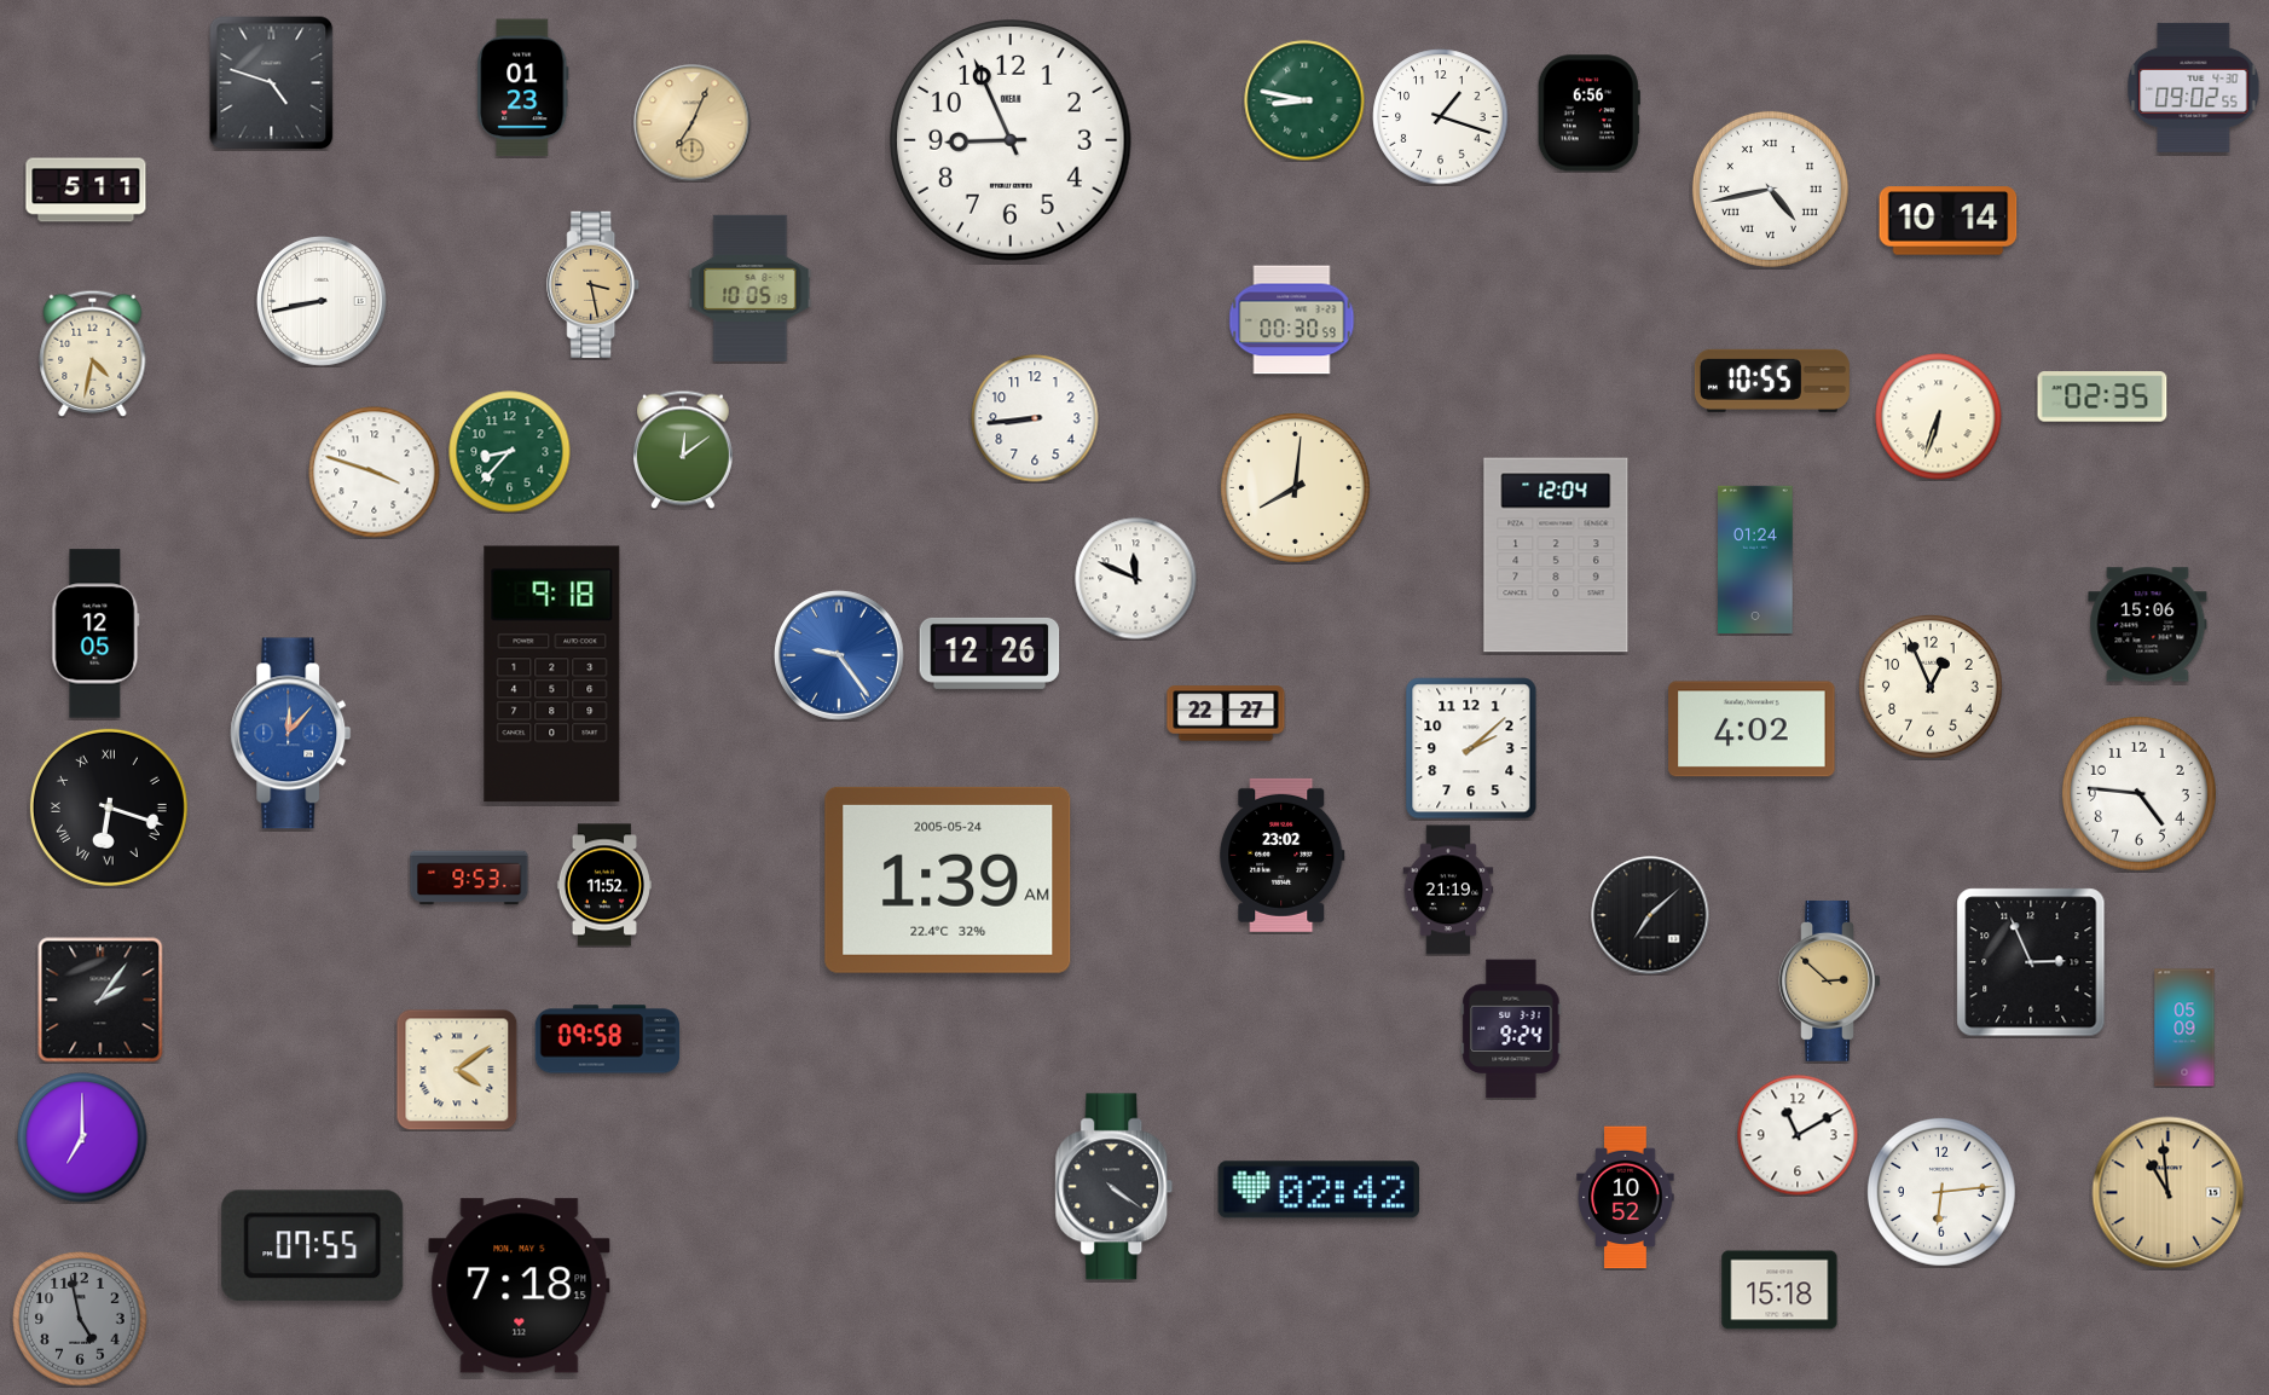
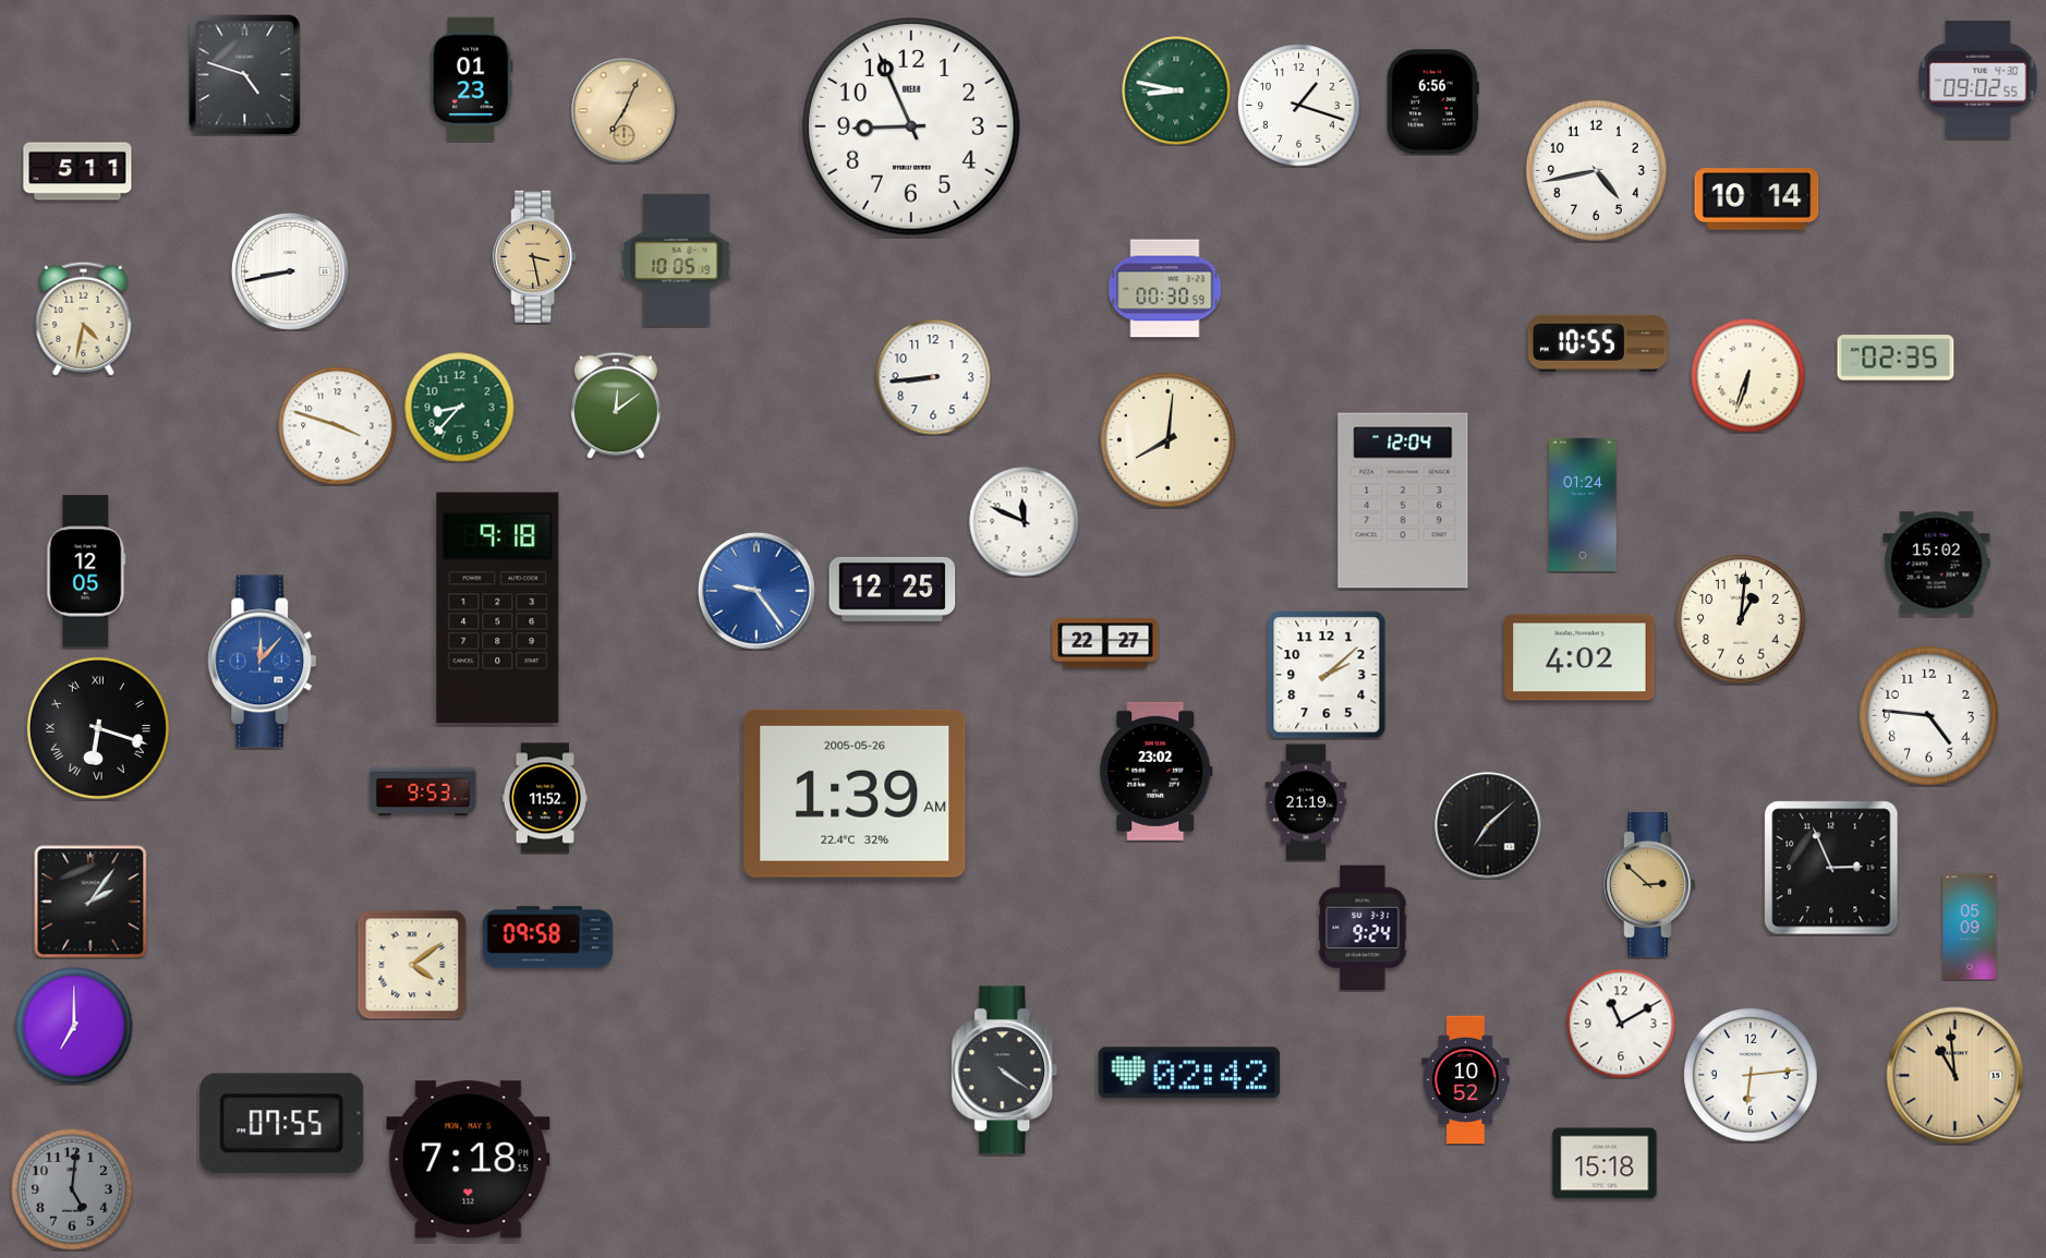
clock at (1770, 189) numerals: Roman -> Arabic
clock at (2148, 625): 15:06 -> 15:02
clock at (990, 653): 12:26 -> 12:25
clock at (1931, 687): 12:56 -> 1:01
clock at (948, 880) date: 2005-05-24 -> 2005-05-26
clock at (80, 1319): 4:58 -> 5:01
